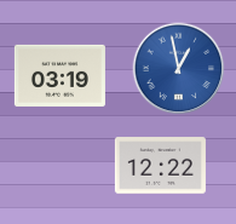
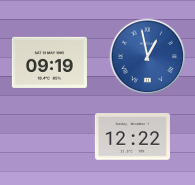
clock at (59, 75): 03:19 -> 09:19
